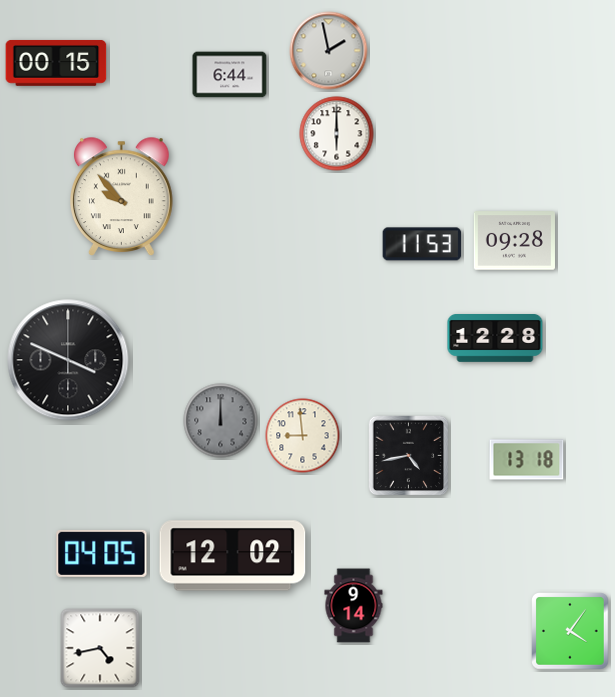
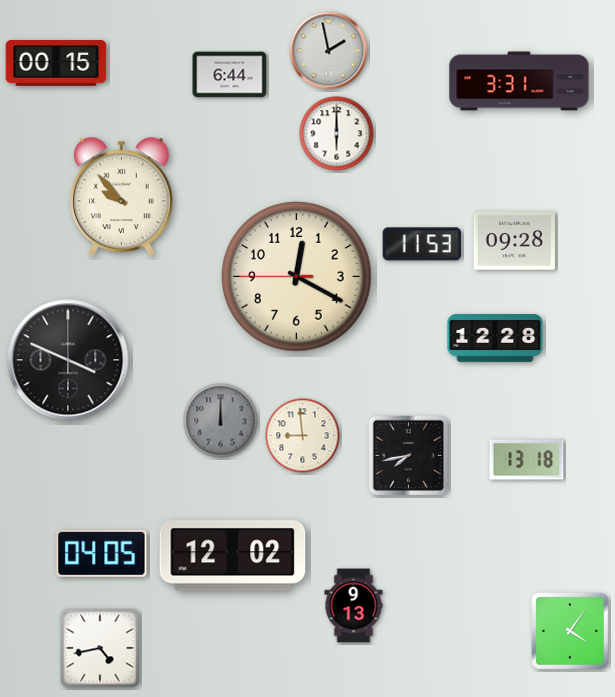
clock at (519, 81): none -> 3:31
clock at (297, 277): none -> 12:19
clock at (409, 456): 4:43 -> 7:43
clock at (354, 606): 9:14 -> 9:13
